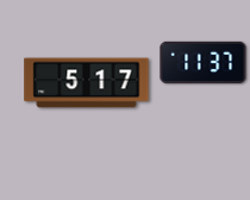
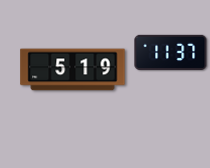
clock at (87, 83): 5:17 -> 5:19
